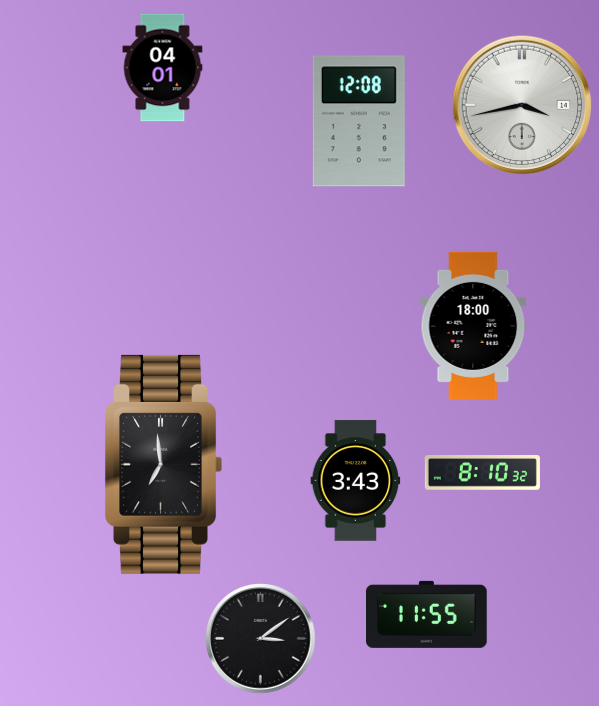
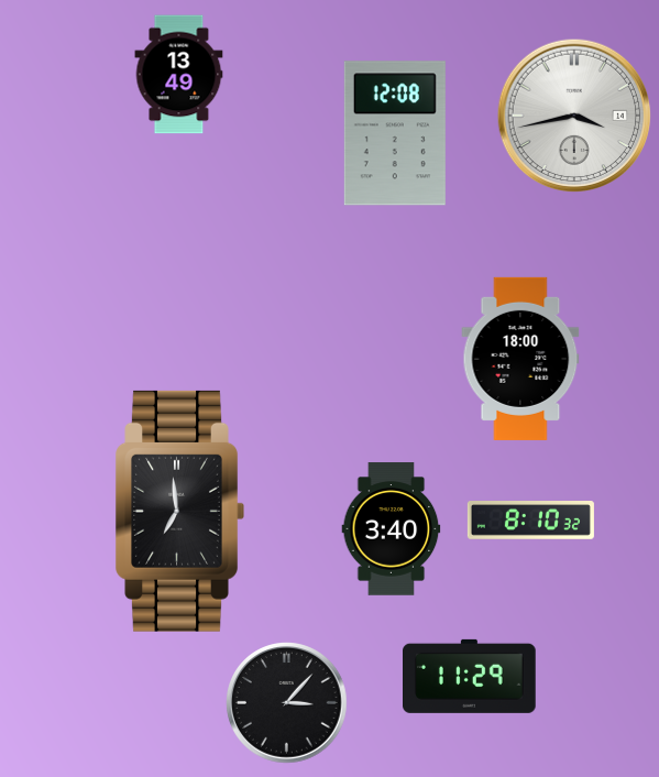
clock at (163, 68): 04:01 -> 13:49
clock at (356, 481): 3:43 -> 3:40
clock at (427, 614): 11:55 -> 11:29
clock at (261, 639): 3:09 -> 3:07
